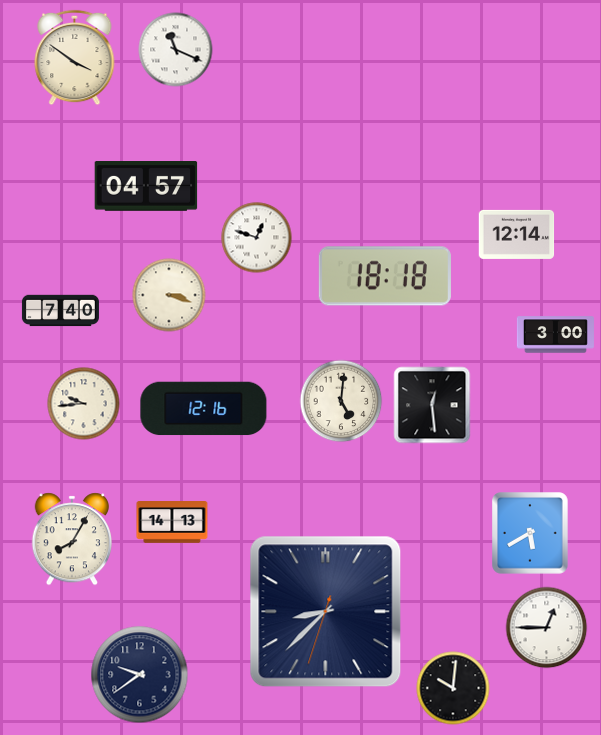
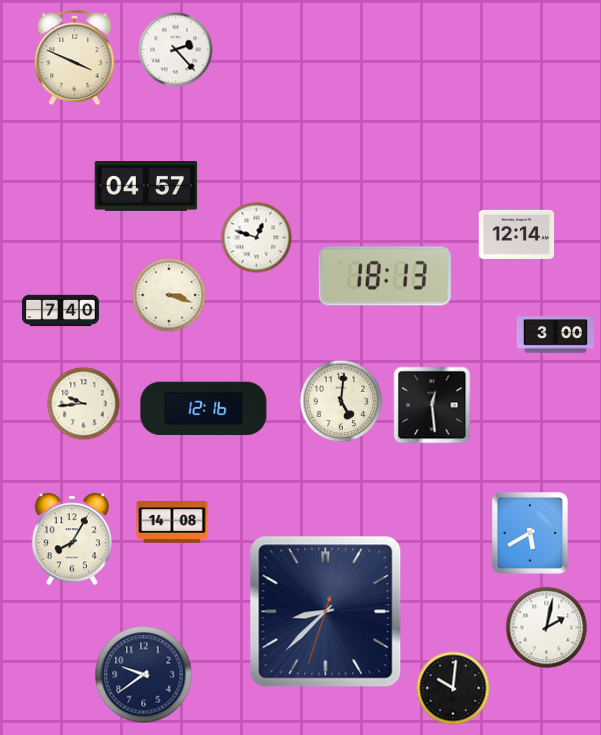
clock at (176, 50): 11:19 -> 2:23
clock at (75, 58): 3:51 -> 3:49
clock at (385, 276): 18:18 -> 18:13
clock at (172, 522): 14:13 -> 14:08
clock at (547, 628): 12:45 -> 2:02
clock at (140, 675) position: (140, 675) -> (144, 675)
